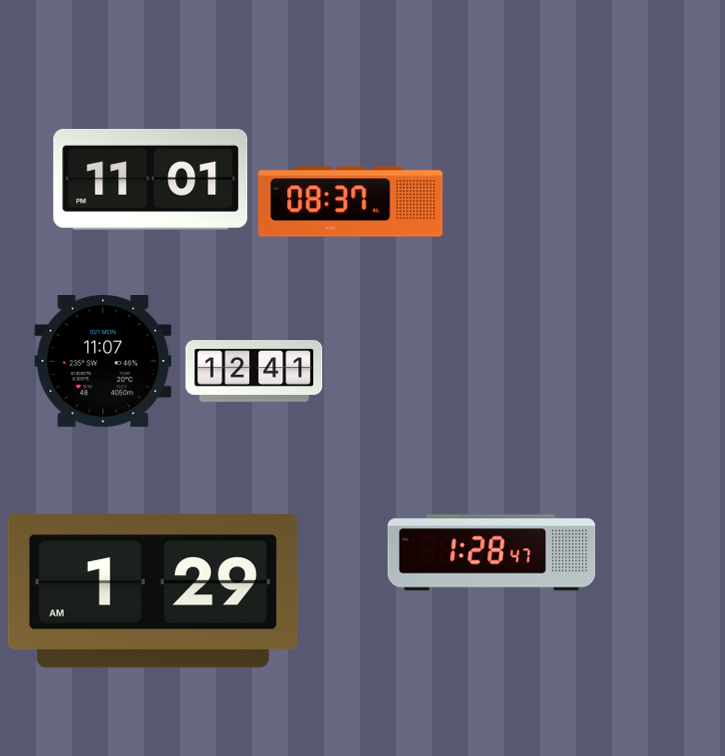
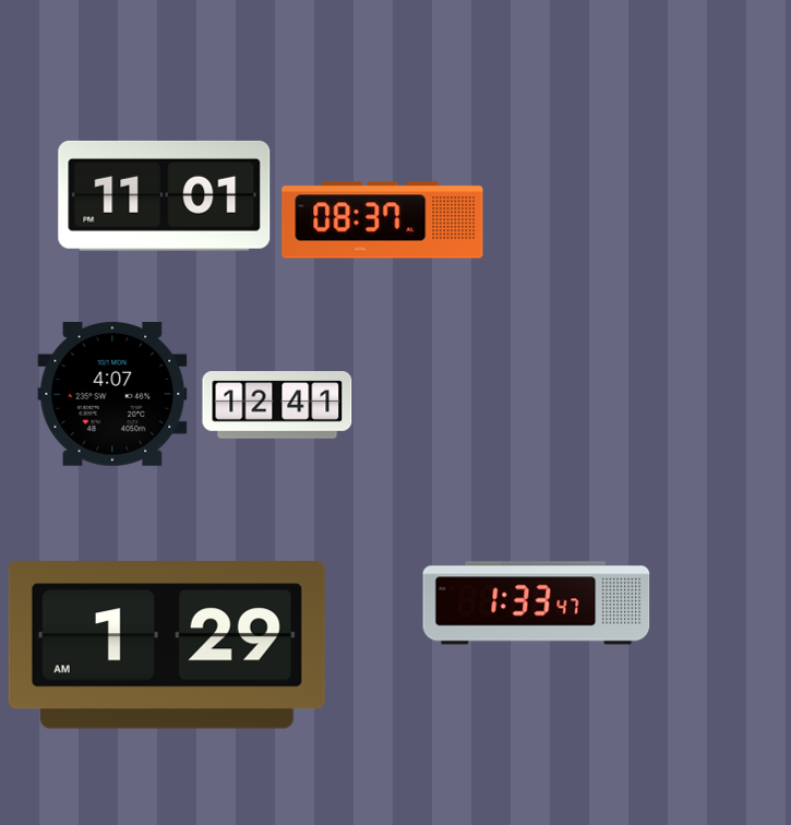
clock at (103, 361): 11:07 -> 4:07
clock at (492, 553): 1:28 -> 1:33
